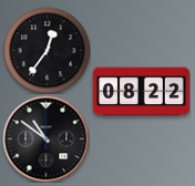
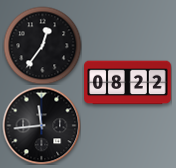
clock at (45, 138): 10:51 -> 11:44
